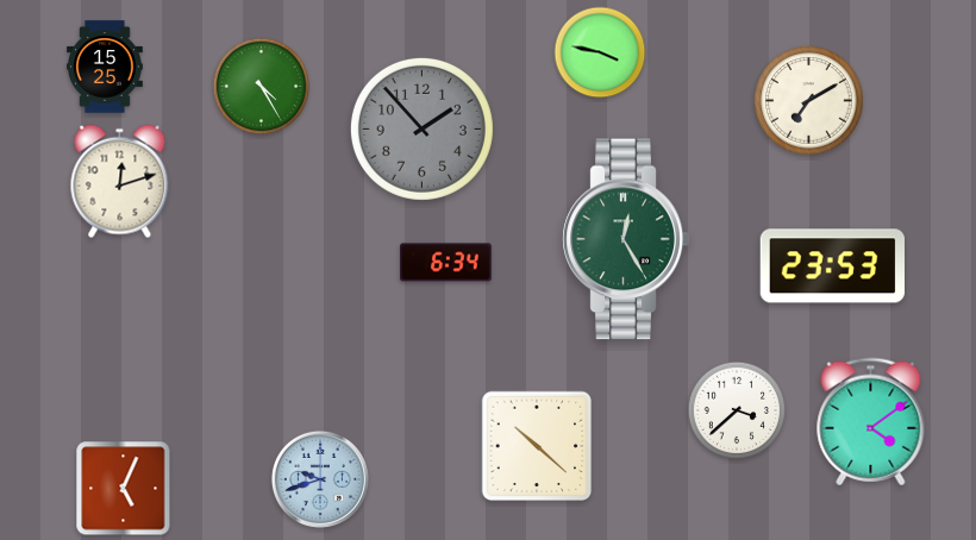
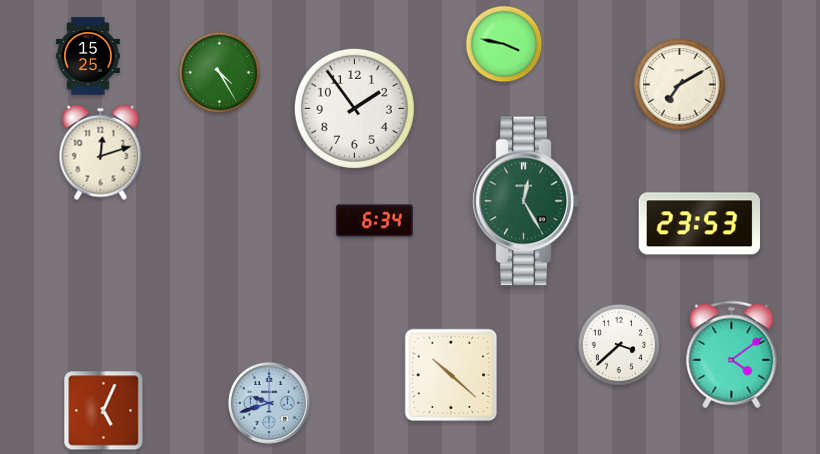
clock at (421, 128): 1:53 -> 1:54
clock at (421, 128) dial: grey -> white
